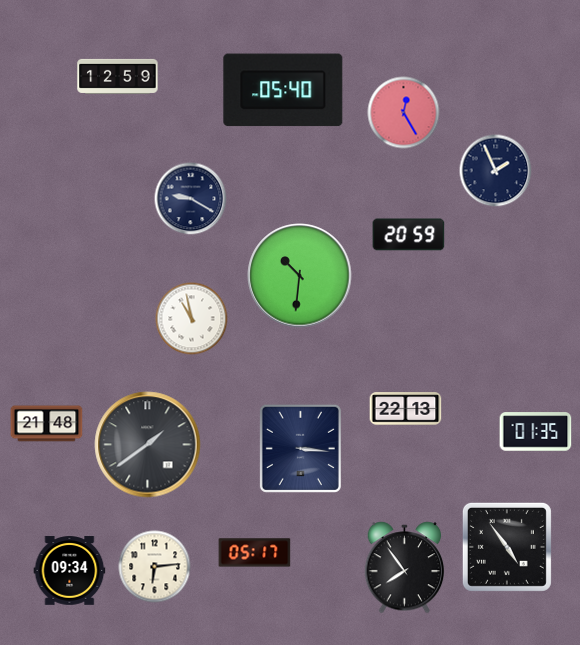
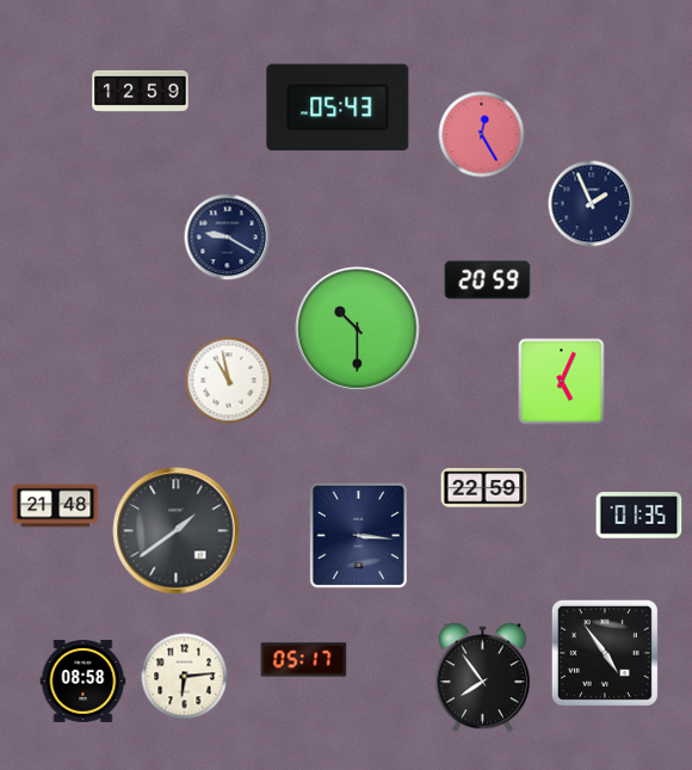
clock at (283, 90): 05:40 -> 05:43
clock at (300, 276): 10:31 -> 10:30
clock at (562, 382): none -> 5:04
clock at (406, 409): 22:13 -> 22:59
clock at (70, 571): 09:34 -> 08:58
